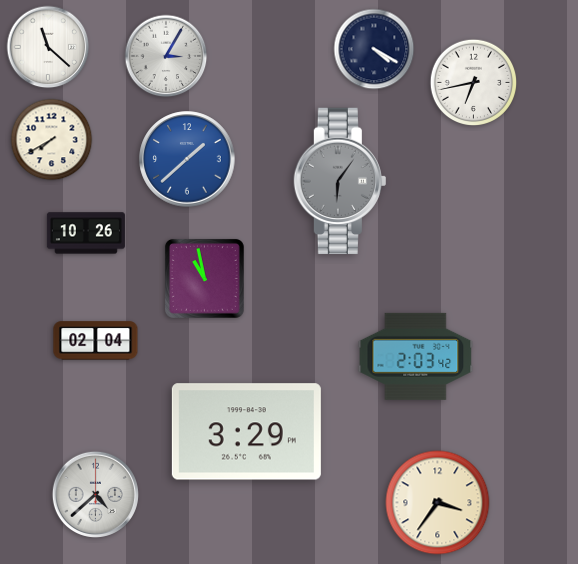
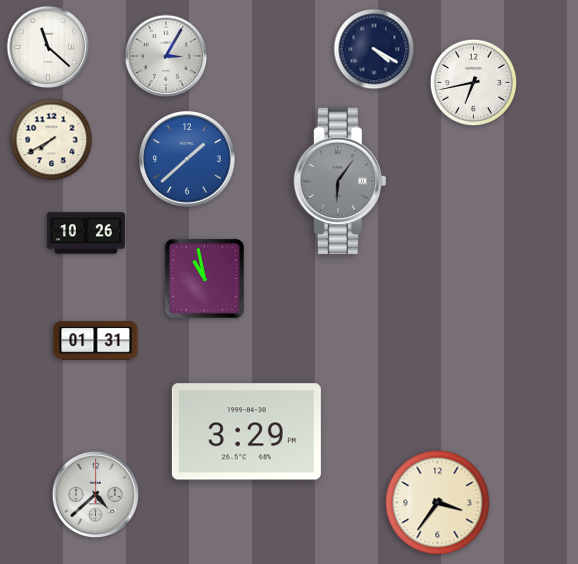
clock at (96, 341): 02:04 -> 01:31
clock at (416, 356): 2:03 -> none
